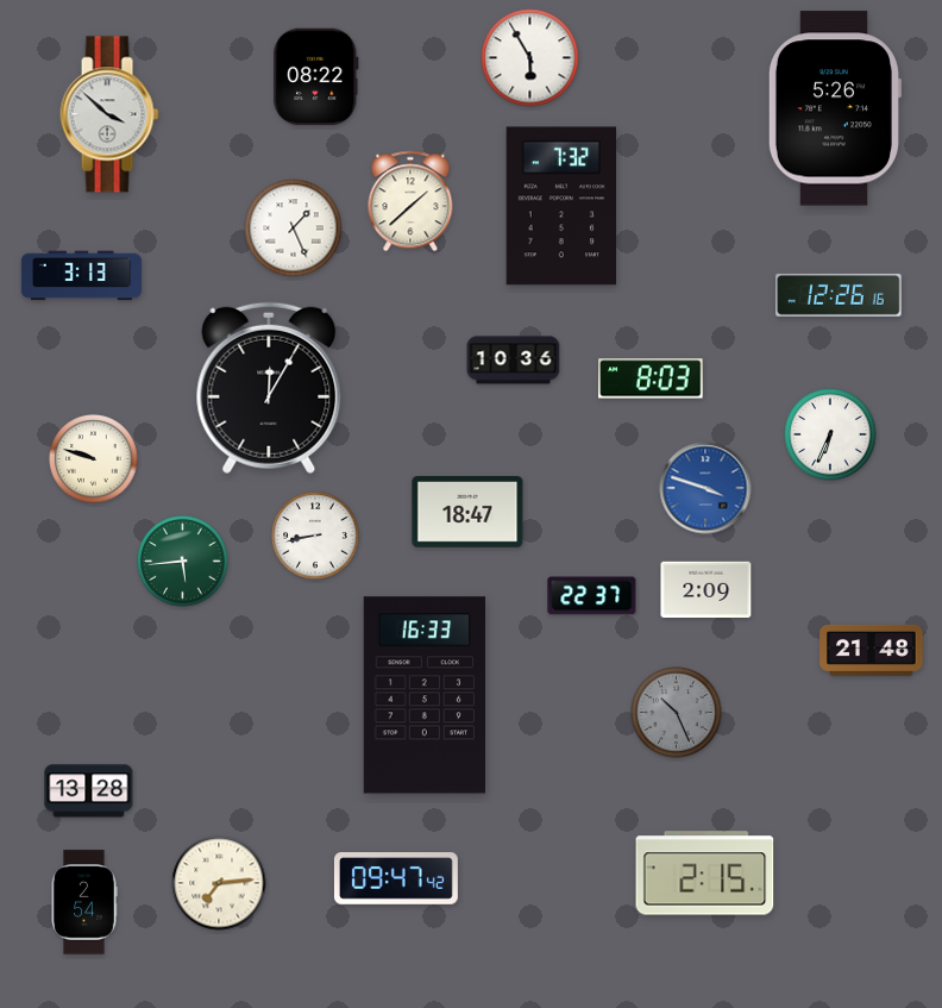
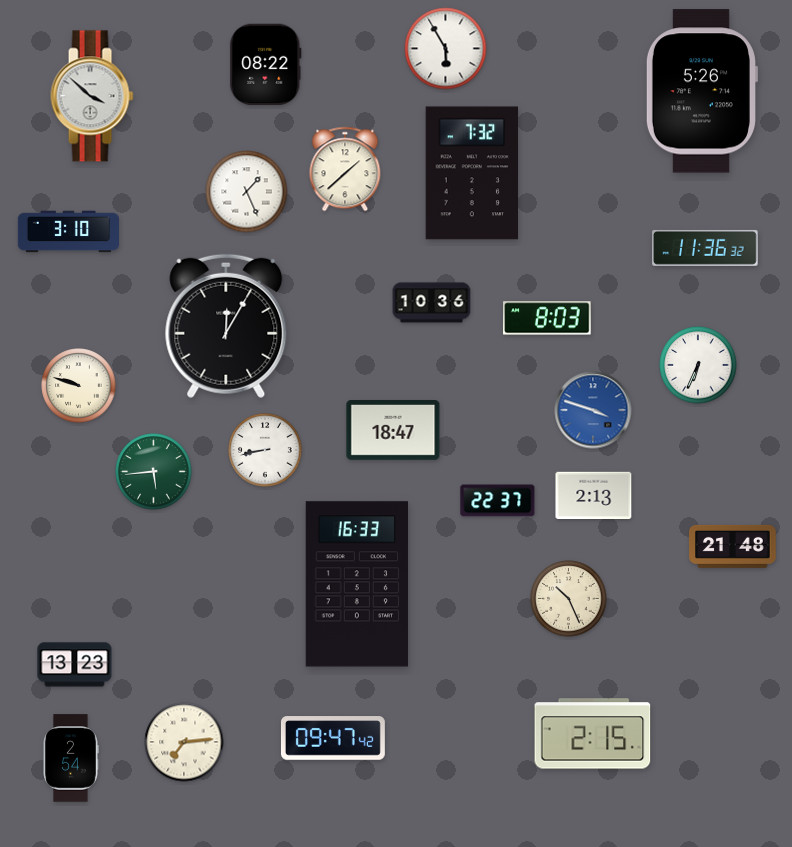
clock at (81, 276): 3:13 -> 3:10
clock at (839, 295): 12:26 -> 11:36
clock at (706, 589): 2:09 -> 2:13
clock at (677, 713) dial: grey -> cream
clock at (89, 791): 13:28 -> 13:23
